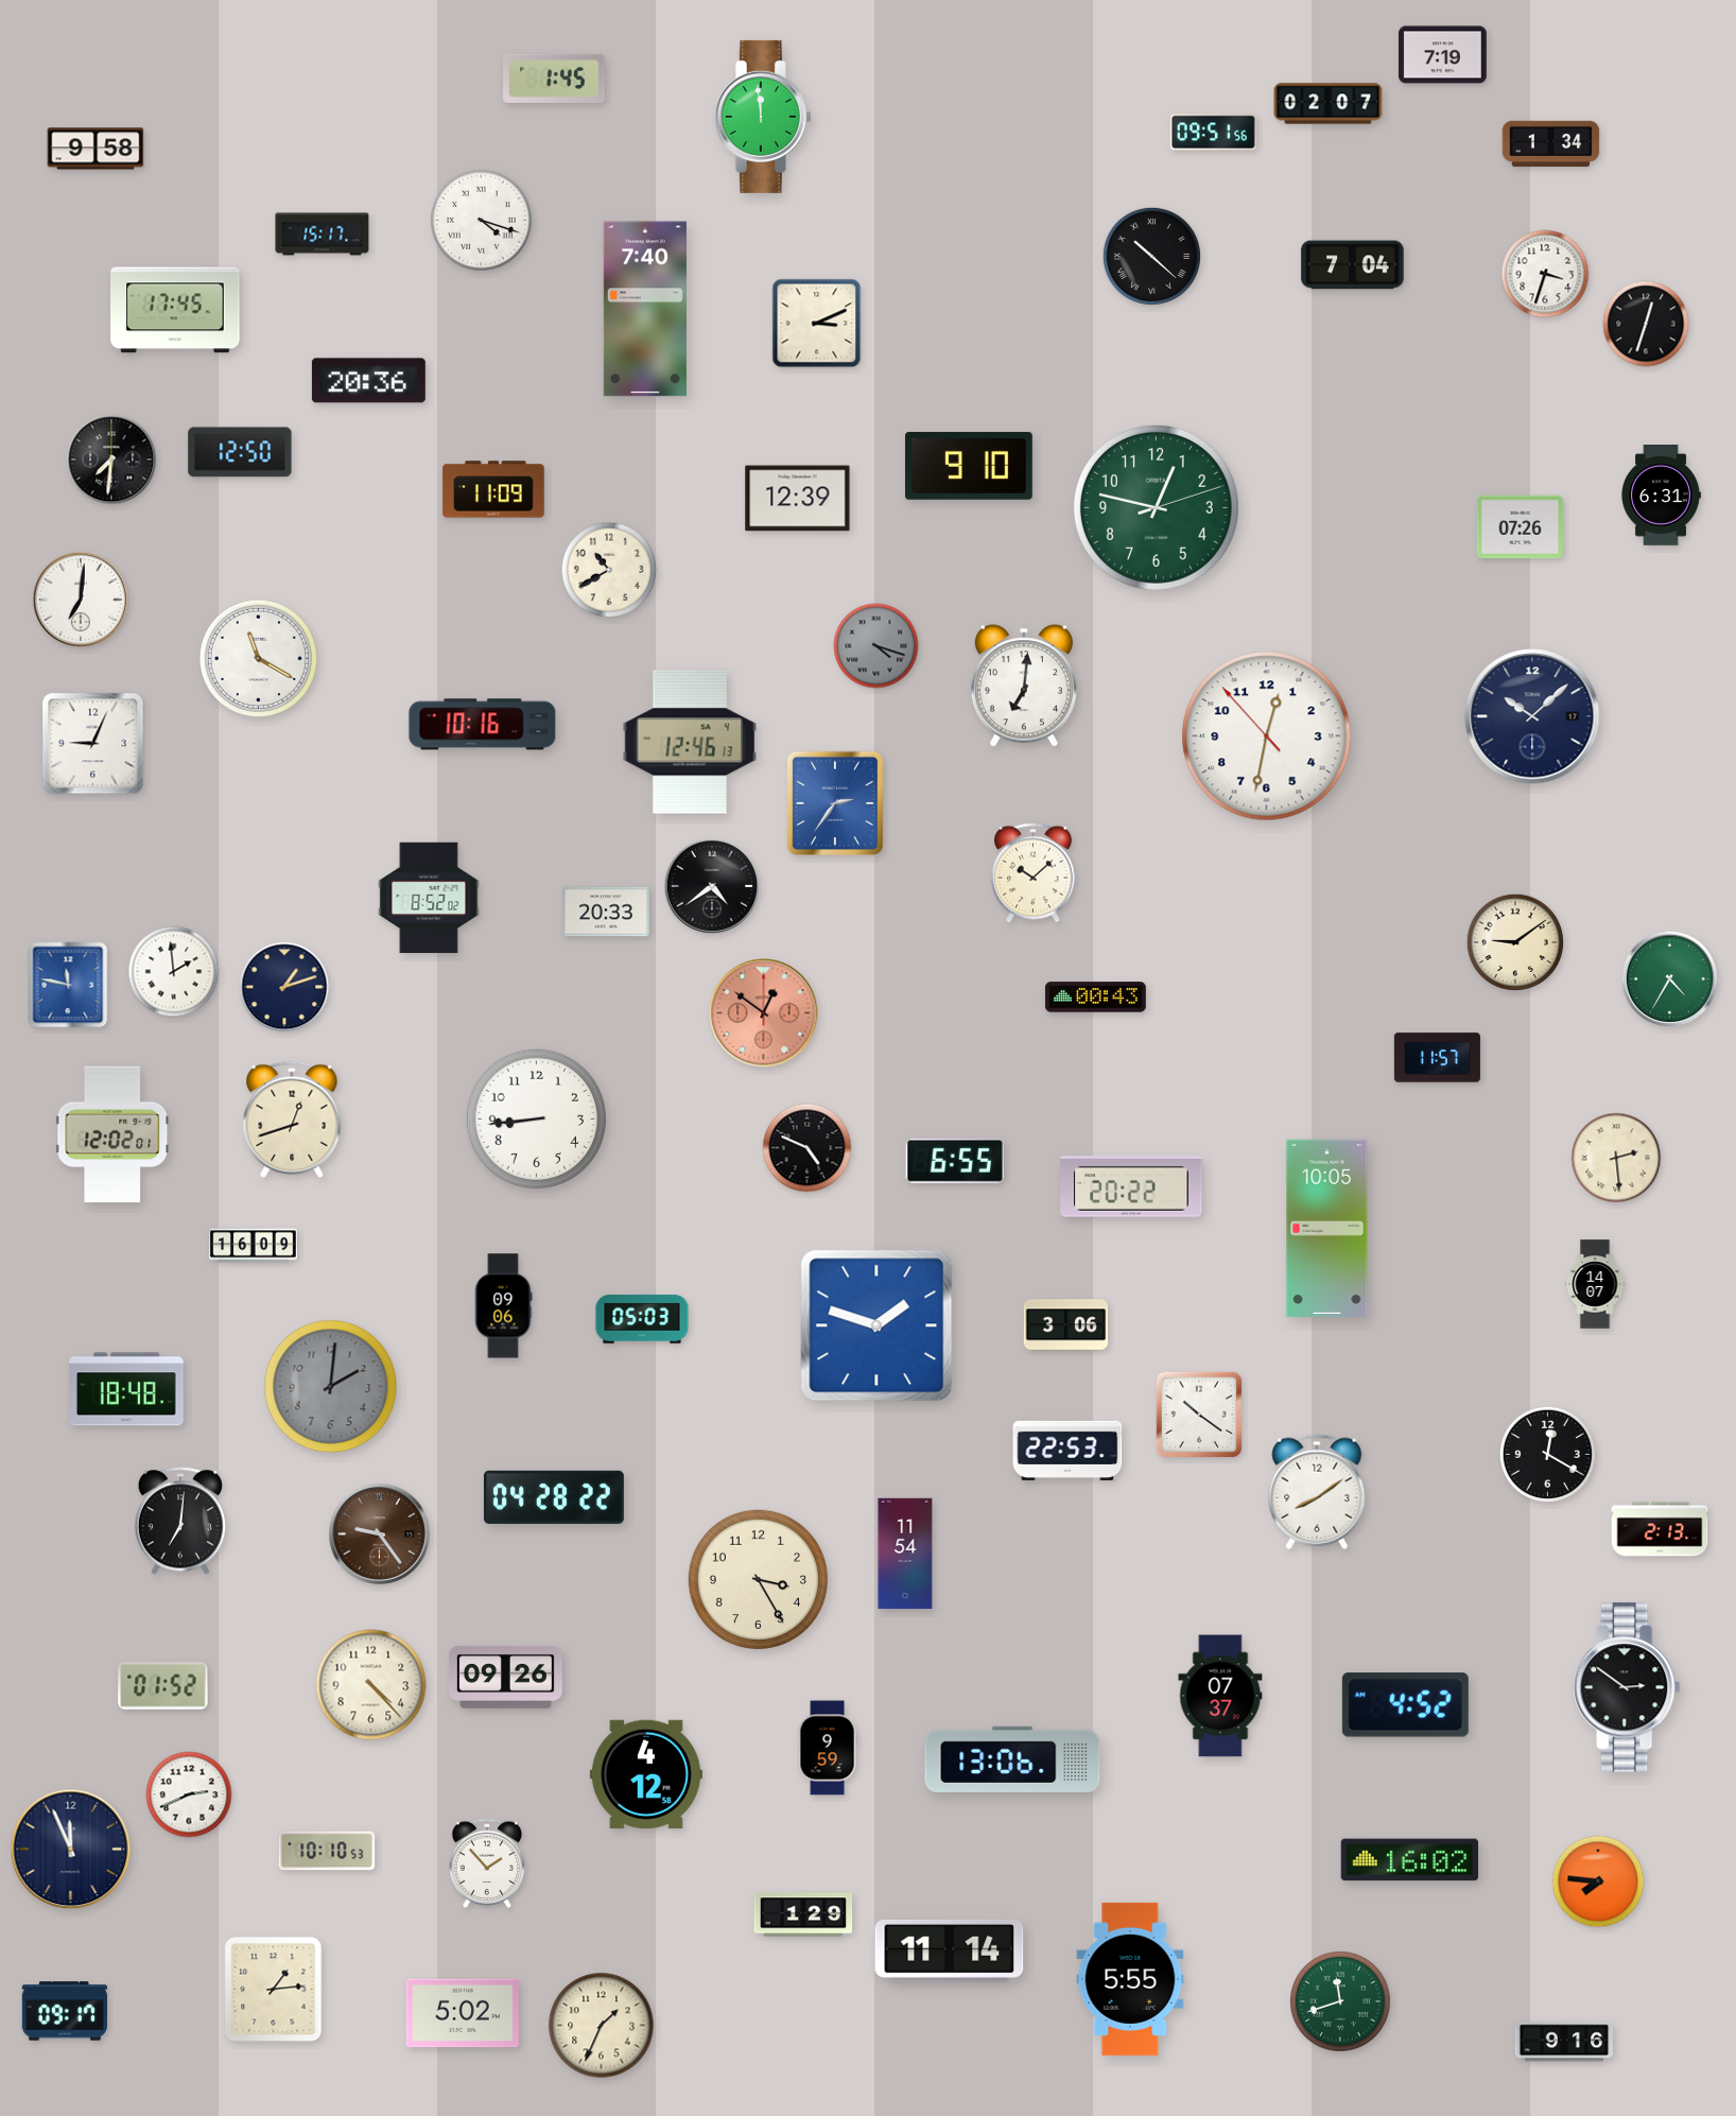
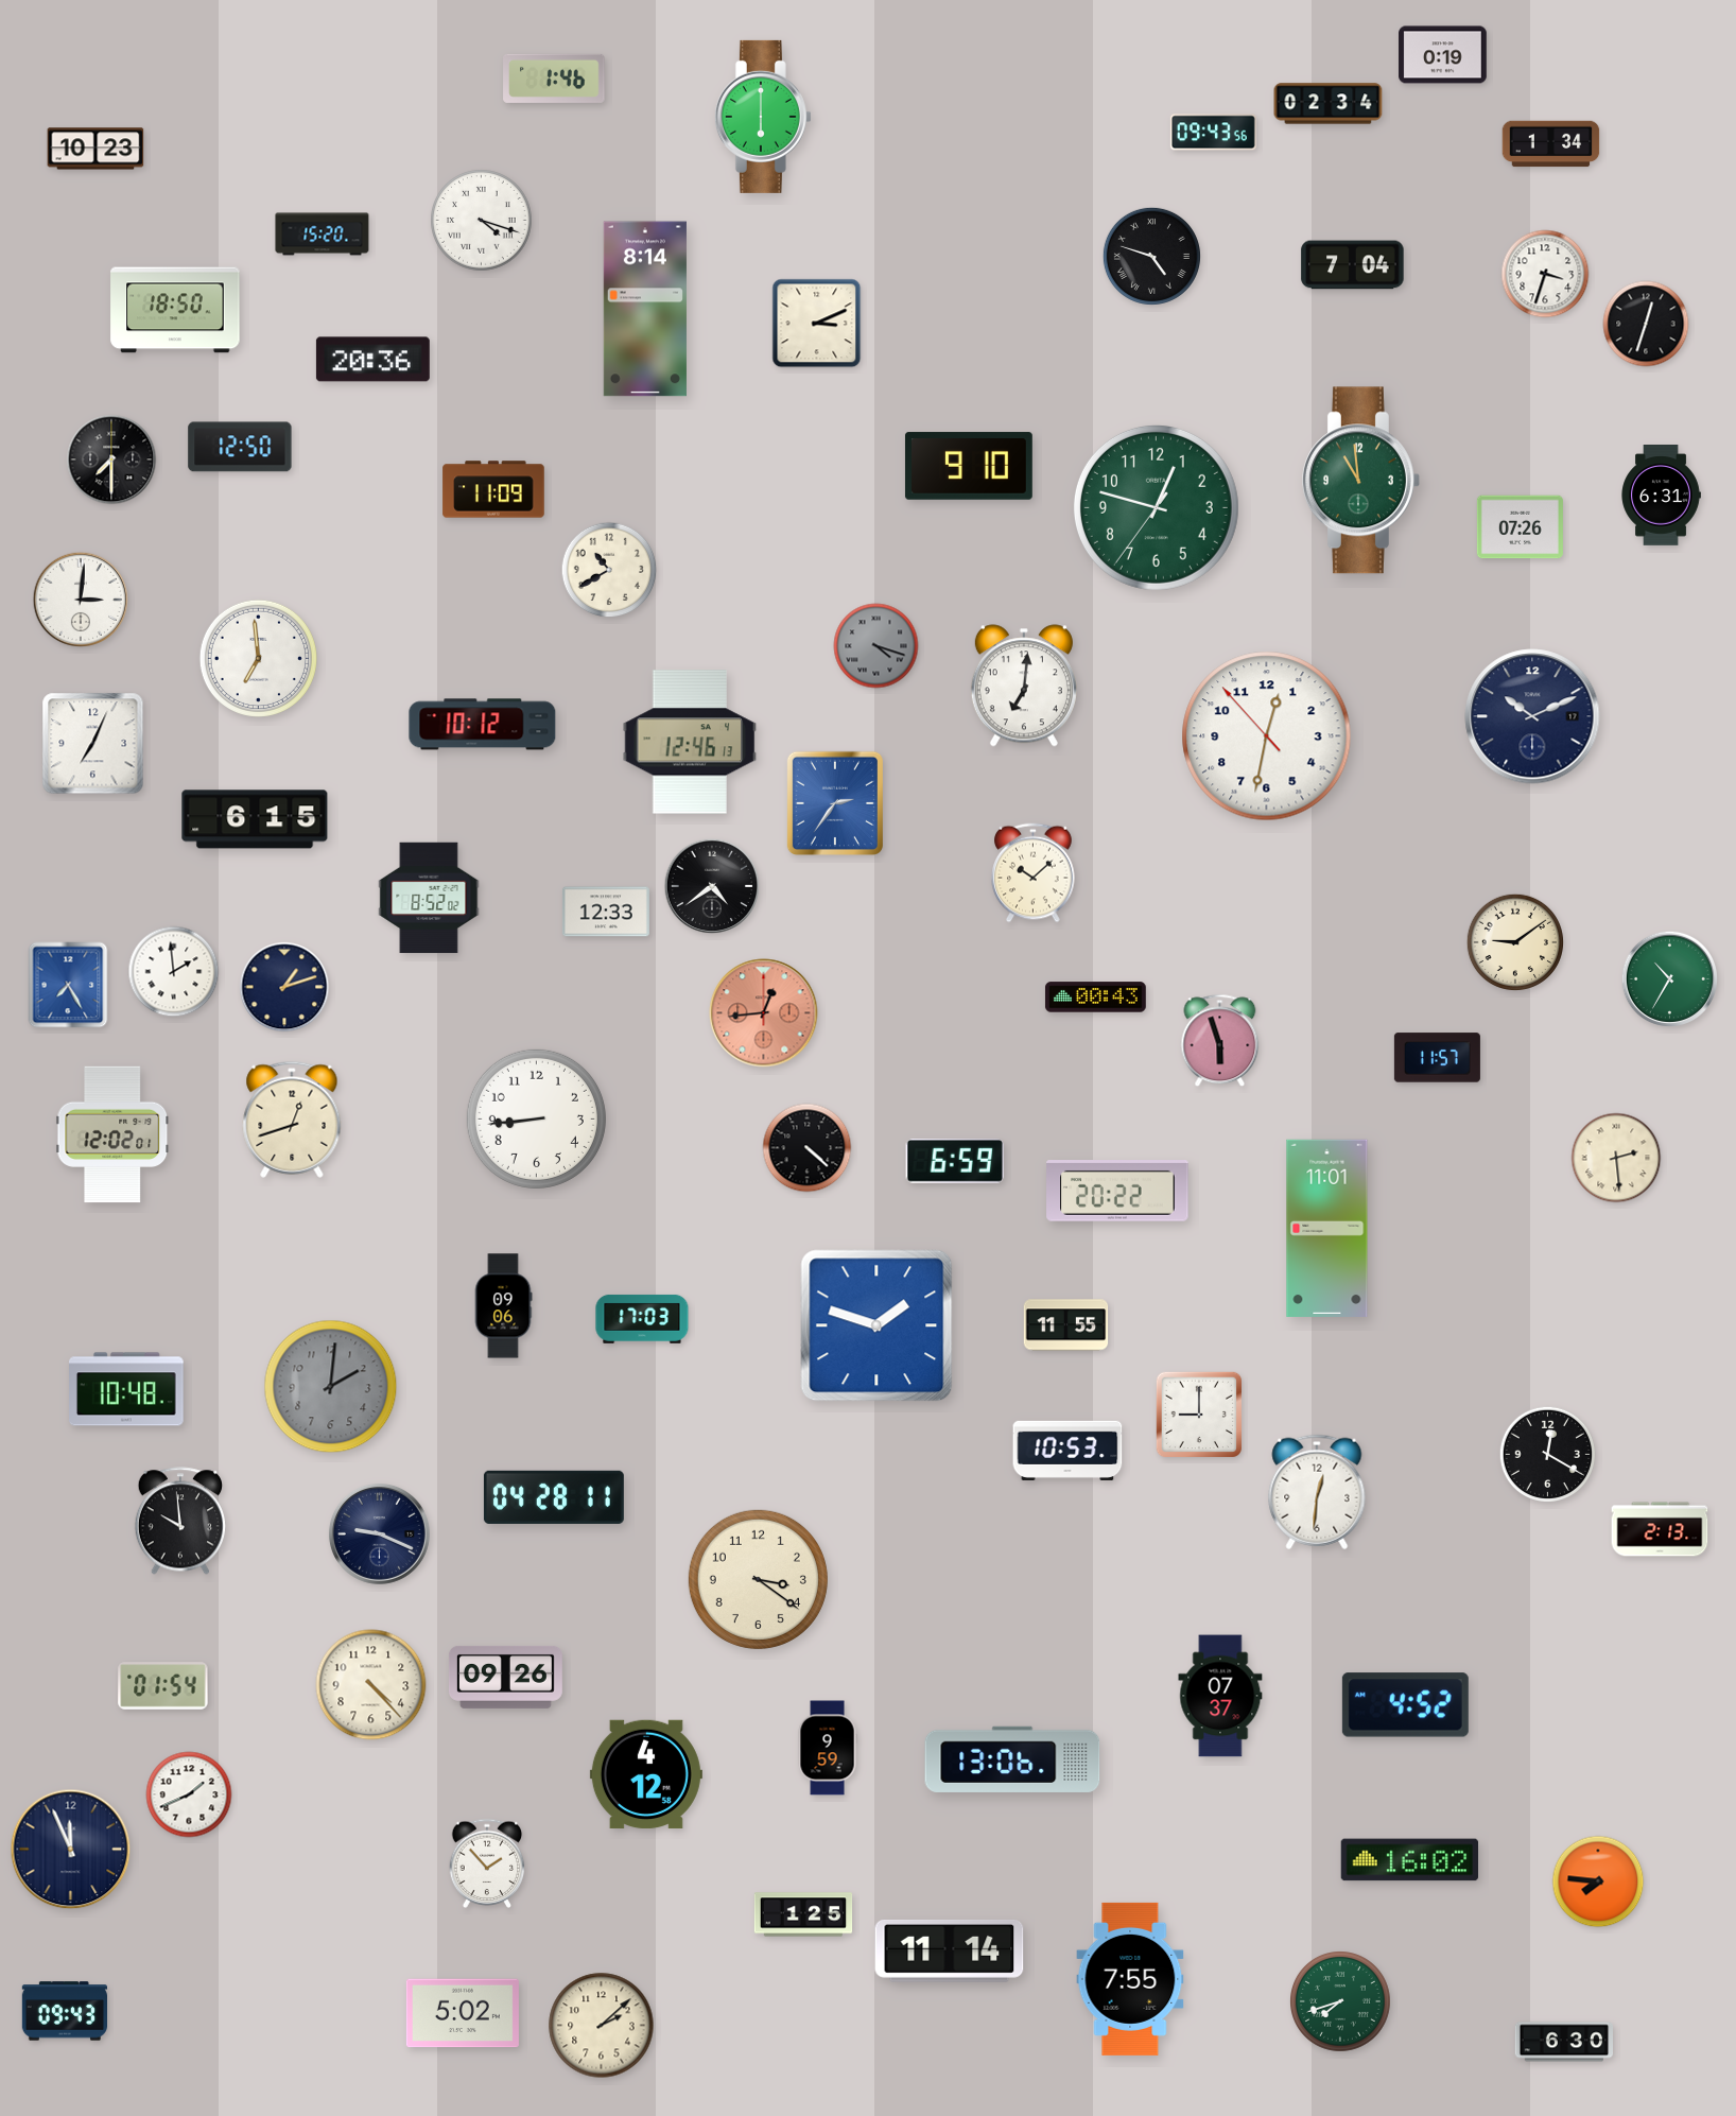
clock at (1443, 55): 7:19 -> 0:19
clock at (554, 79): 1:45 -> 1:46
clock at (1329, 104): 02:07 -> 02:34
clock at (763, 117): 11:59 -> 6:00
clock at (1213, 133): 09:51 -> 09:43
clock at (96, 149): 9:58 -> 10:23
clock at (323, 235): 15:17 -> 15:20
clock at (1151, 256): 10:22 -> 4:48
clock at (645, 309): 7:40 -> 8:14
clock at (175, 310): 17:45 -> 18:50
clock at (368, 381) position: (368, 381) -> (372, 360)
clock at (240, 452) position: (240, 452) -> (240, 447)
clock at (111, 459): 7:31 -> 7:30
clock at (1360, 481): none -> 10:59
clock at (798, 499): 12:39 -> none
clock at (1156, 507): 12:47:12 -> 12:47:36
clock at (81, 600): 7:01 -> 3:01
clock at (258, 658): 11:20 -> 6:59
clock at (1532, 716): 10:08 -> 10:11
clock at (483, 725): 10:16 -> 10:12
clock at (93, 744): 9:04 -> 7:04
clock at (255, 819): none -> 6:15
clock at (606, 912): 20:33 -> 12:33
clock at (1670, 979): 4:35 -> 10:35
clock at (68, 985): 11:47 -> 7:25
clock at (764, 1013): 12:51 -> 12:44
clock at (1220, 1041): none -> 5:57
clock at (808, 1148): 4:49 -> 4:22
clock at (955, 1161): 6:55 -> 6:59
clock at (1131, 1187) position: (1131, 1187) -> (1117, 1192)
clock at (1327, 1228): 10:05 -> 11:01
clock at (254, 1246): 16:09 -> none
clock at (1595, 1284): 14:07 -> none
clock at (642, 1319): 05:03 -> 17:03
clock at (1066, 1325): 3:06 -> 11:55
clock at (127, 1389): 18:48 -> 10:48
clock at (1199, 1415): 10:21 -> 9:00
clock at (1067, 1451): 22:53 -> 10:53
clock at (1317, 1492): 8:09 -> 12:31
clock at (554, 1497): 04:28:22 -> 04:28:11
clock at (180, 1521): 7:01 -> 9:59
clock at (379, 1533): 9:24 -> 9:19
clock at (379, 1533) dial: brown -> navy
clock at (905, 1554): 11:54 -> none
clock at (758, 1579): 3:25 -> 3:21
clock at (163, 1686): 01:52 -> 01:54
clock at (1627, 1687): 2:51 -> none
clock at (189, 1794): 2:41 -> 1:41
clock at (327, 1851): 10:10 -> none
clock at (803, 1914): 1:29 -> 1:25
clock at (1130, 1979): 5:55 -> 7:55
clock at (274, 1990): 1:14 -> none
clock at (1341, 2002): 11:42 -> 7:42
clock at (64, 2011): 09:17 -> 09:43
clock at (602, 2026): 1:34 -> 2:08
clock at (1563, 2042): 9:16 -> 6:30
